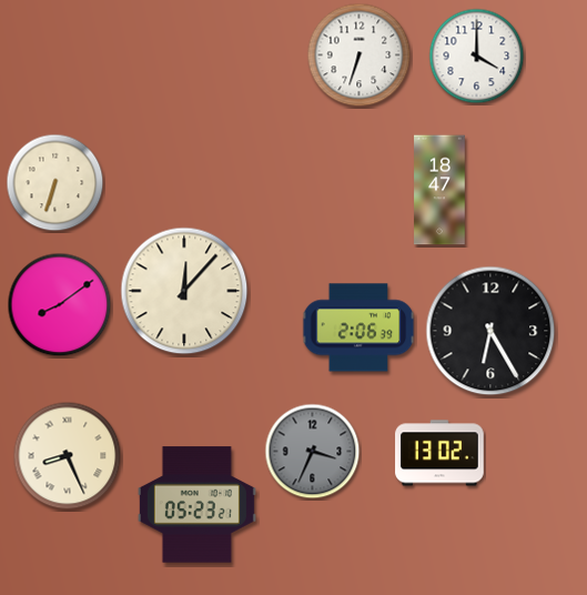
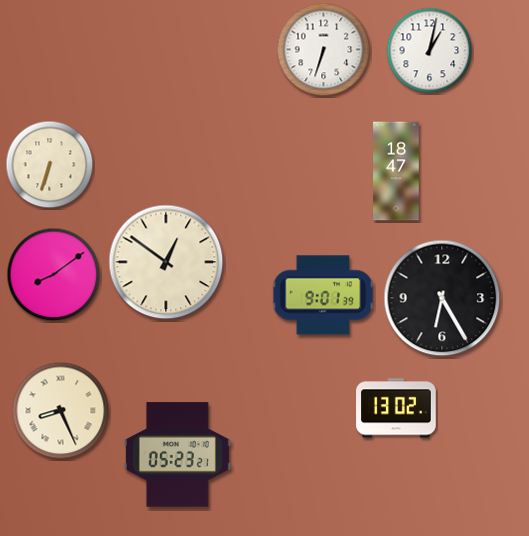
clock at (477, 57): 4:00 -> 1:02
clock at (184, 291): 12:07 -> 12:51
clock at (358, 327): 2:06 -> 9:01
clock at (313, 452): 3:34 -> none
